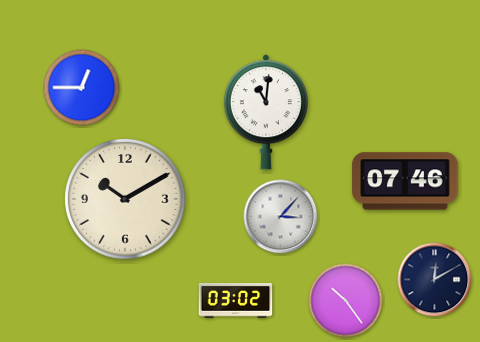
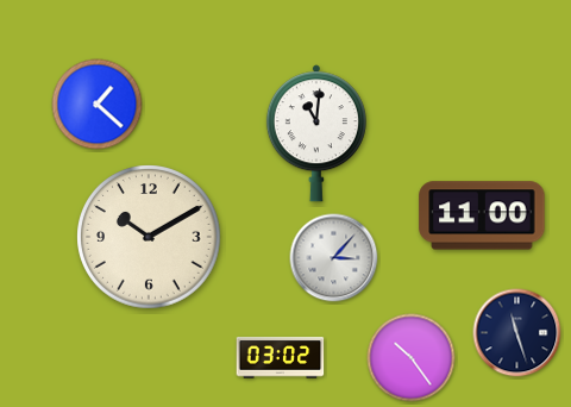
clock at (82, 88): 12:45 -> 1:22
clock at (405, 181): 07:46 -> 11:00
clock at (435, 280): 12:10 -> 11:27
